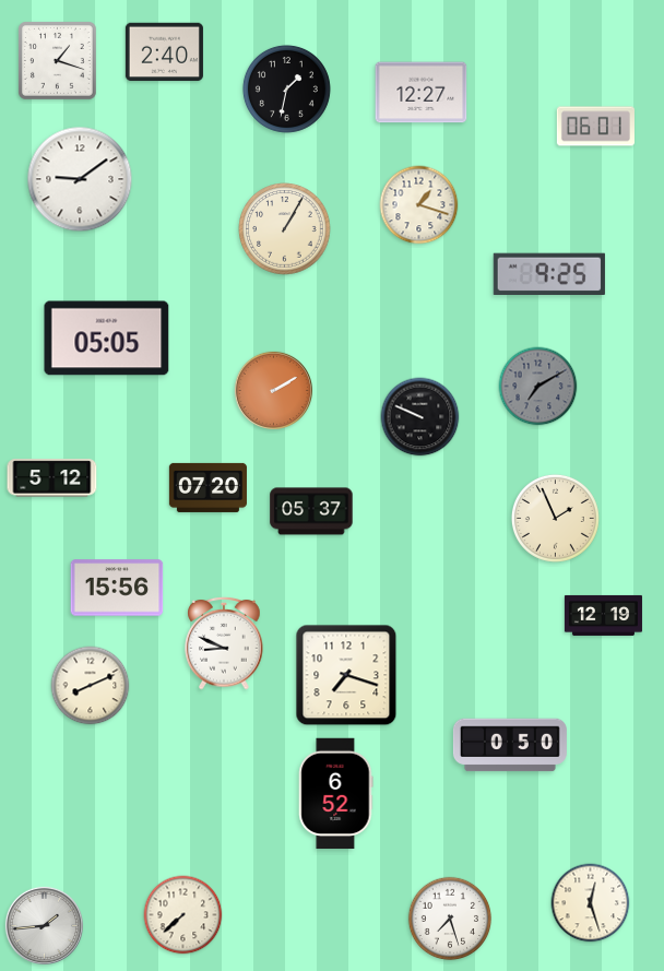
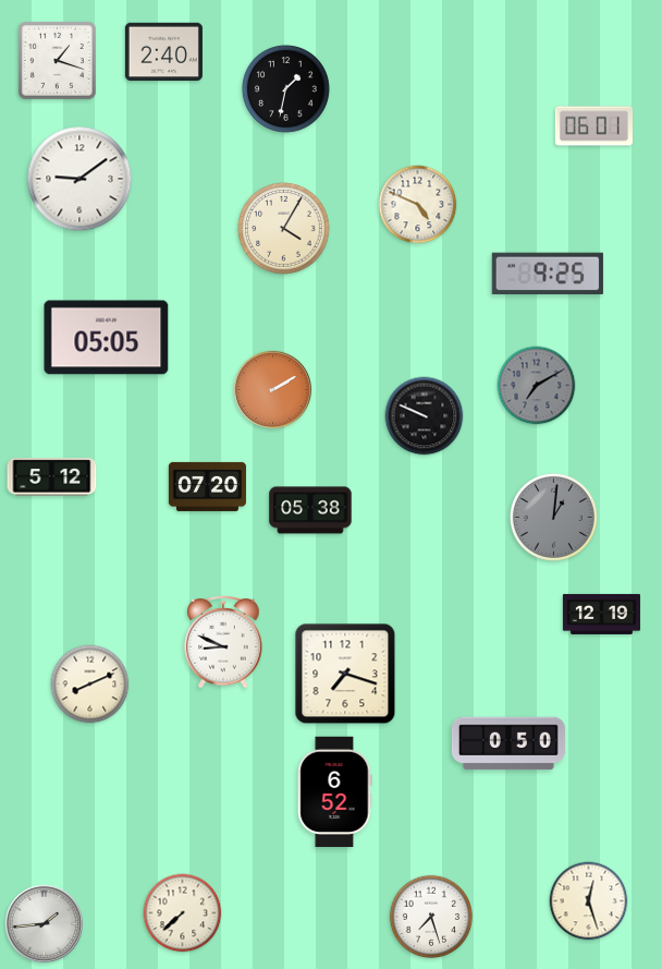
clock at (422, 93): 12:27 -> none
clock at (419, 205): 1:18 -> 4:49
clock at (285, 229): 1:05 -> 4:05
clock at (420, 417) position: (420, 417) -> (425, 416)
clock at (311, 511): 05:37 -> 05:38
clock at (555, 518): 1:56 -> 1:01
clock at (555, 518) dial: cream -> grey
clock at (117, 588): 15:56 -> none
clock at (450, 919) position: (450, 919) -> (431, 917)
